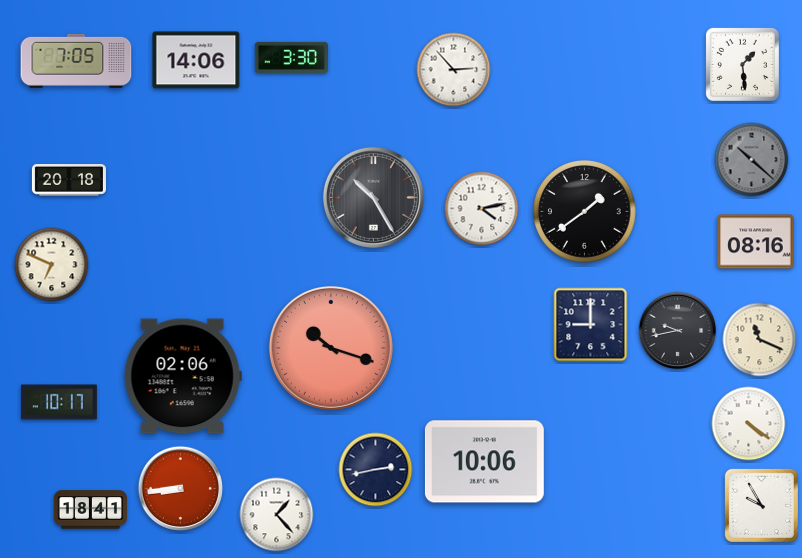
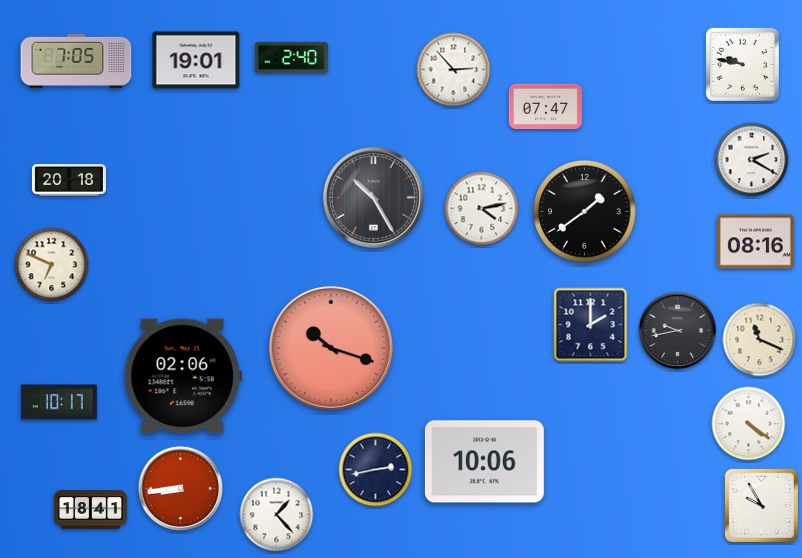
clock at (291, 57): 3:30 -> 2:40
clock at (196, 60): 14:06 -> 19:01
clock at (742, 64): 1:29 -> 9:47
clock at (545, 107): none -> 07:47
clock at (752, 160): 10:22 -> 2:20
clock at (752, 160) dial: grey -> white
clock at (591, 325): 9:00 -> 2:00
